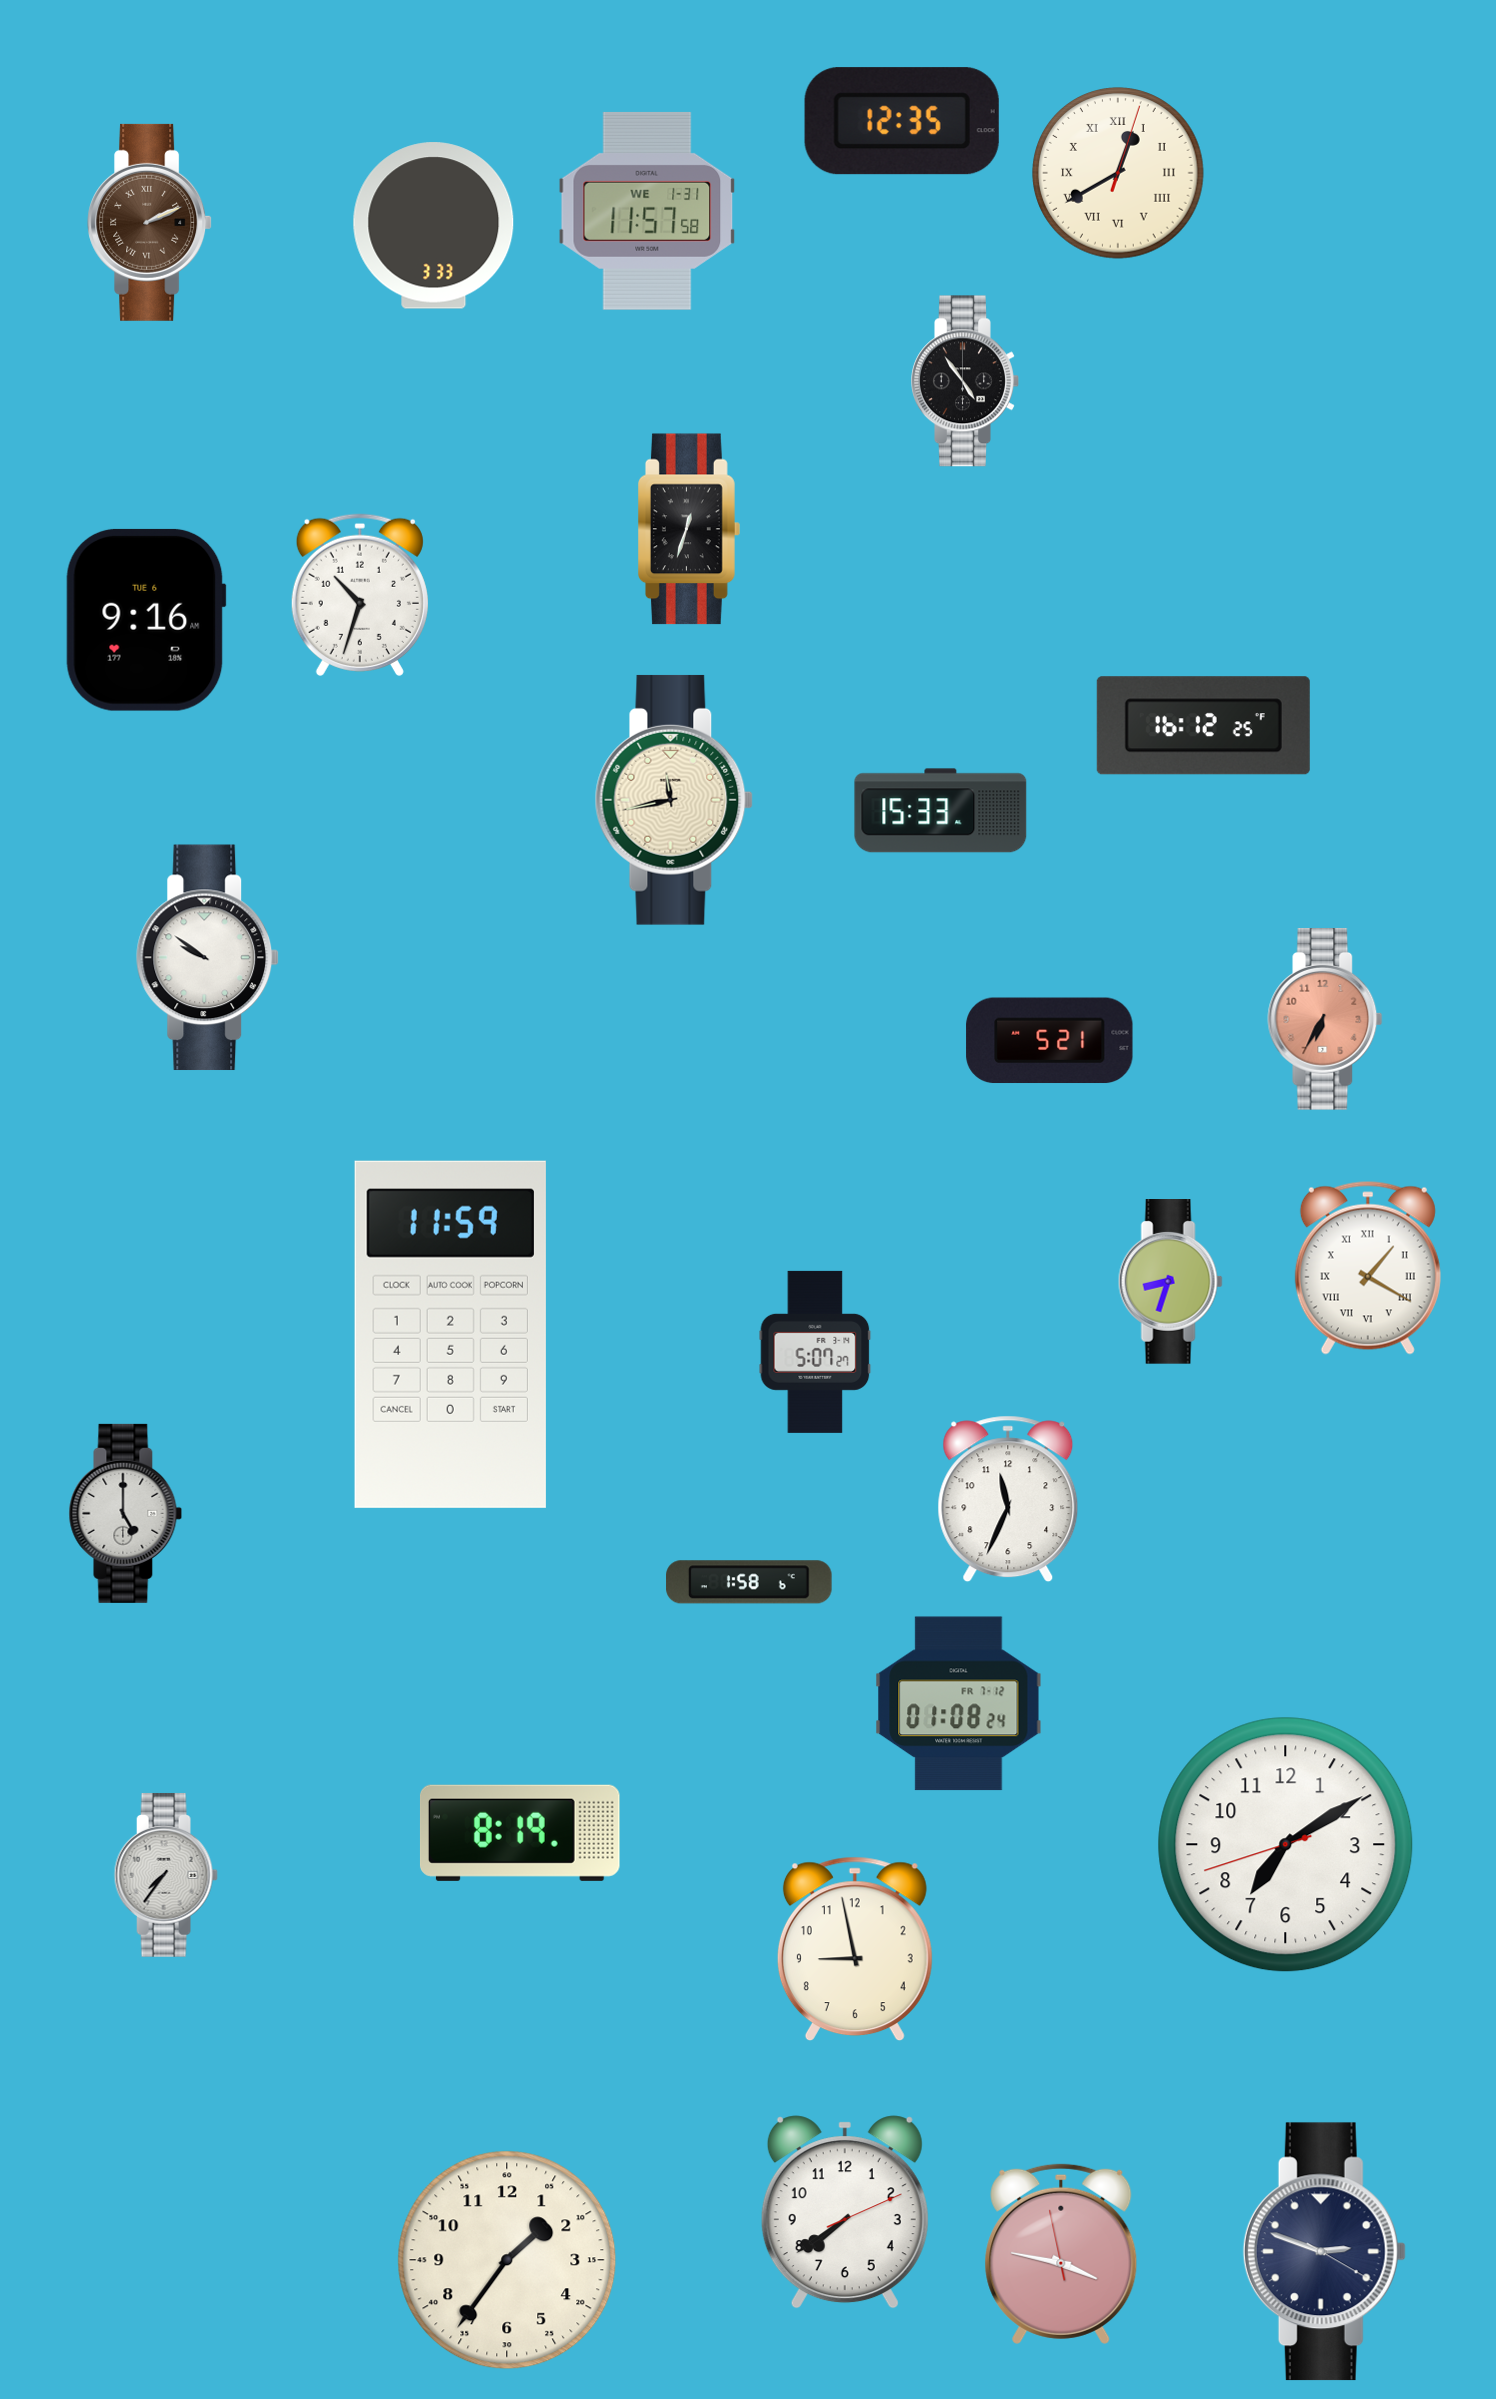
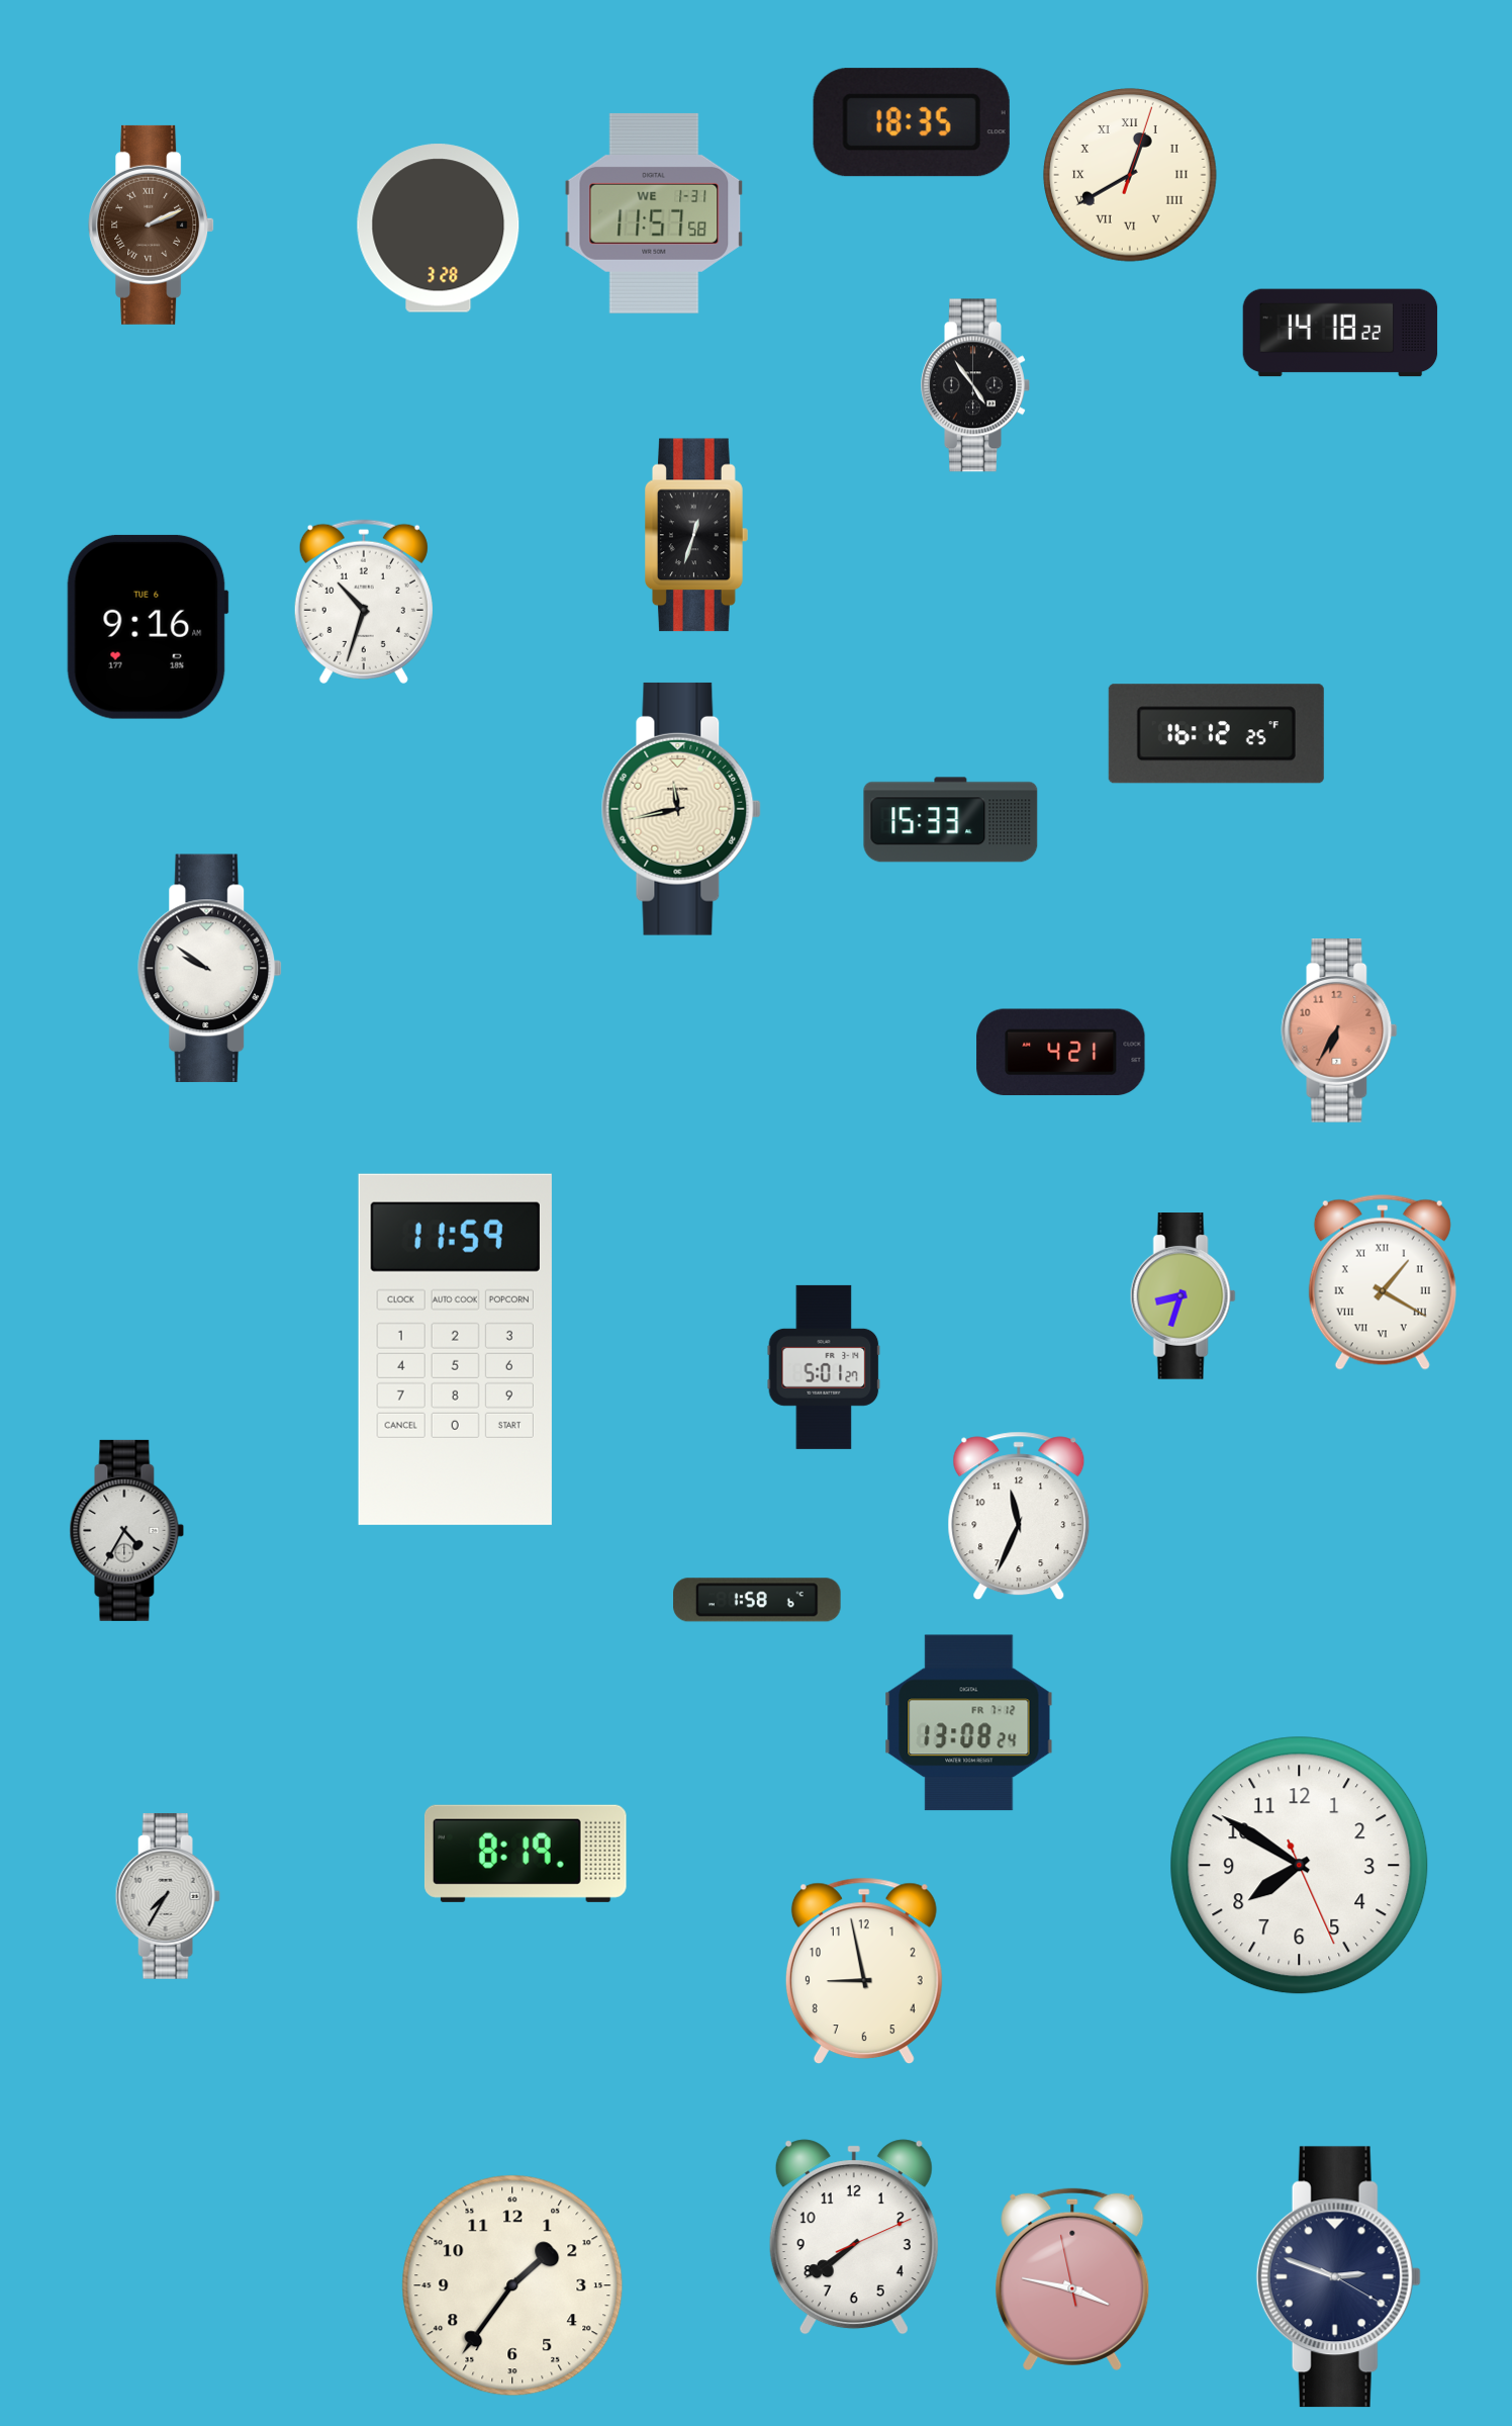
clock at (902, 121): 12:35 -> 18:35
clock at (434, 226): 3:33 -> 3:28
clock at (1340, 333): none -> 14:18
clock at (1050, 1041): 5:21 -> 4:21
clock at (815, 1352): 5:07 -> 5:01
clock at (126, 1513): 5:00 -> 4:35
clock at (959, 1704): 01:08 -> 13:08
clock at (1286, 1845): 7:09 -> 7:50
clock at (166, 1875): 7:36 -> 7:35
